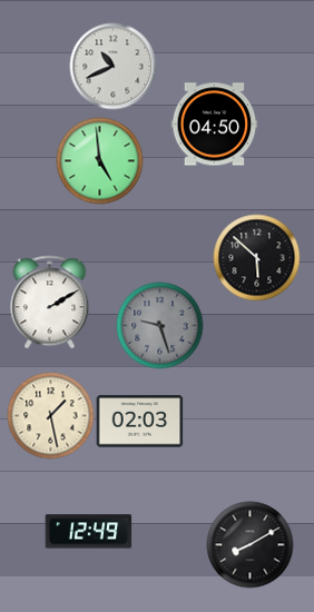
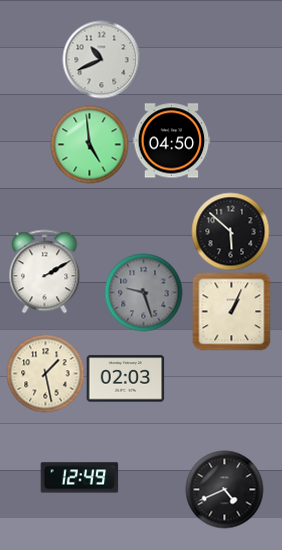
clock at (214, 125) position: (214, 125) -> (171, 141)
clock at (231, 311): none -> 1:04
clock at (249, 544): 8:10 -> 4:41
